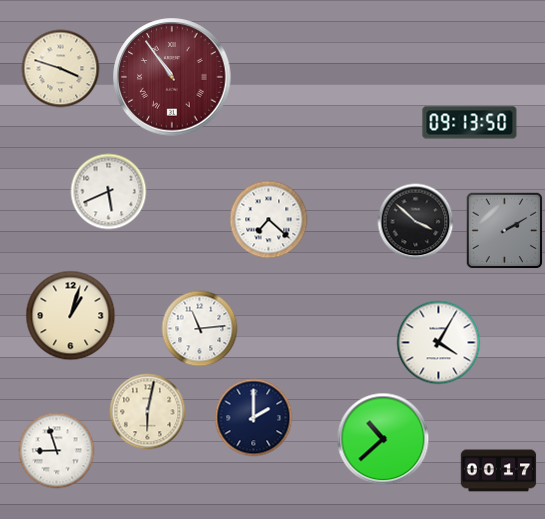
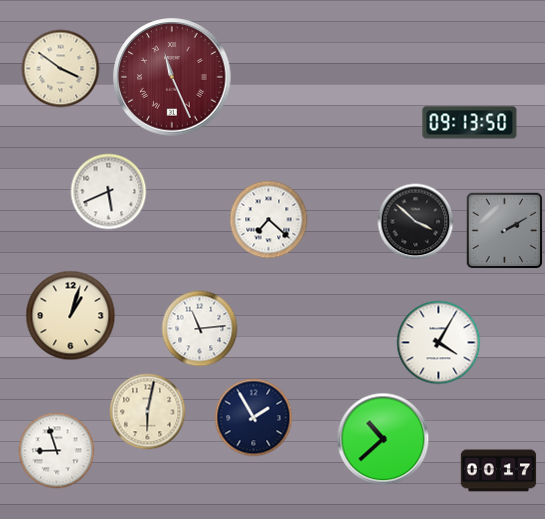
clock at (61, 69): 3:48 -> 3:51
clock at (172, 77): 10:54 -> 11:26
clock at (254, 418): 2:00 -> 1:55
